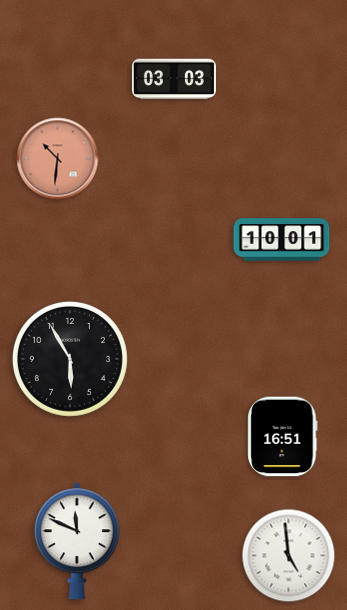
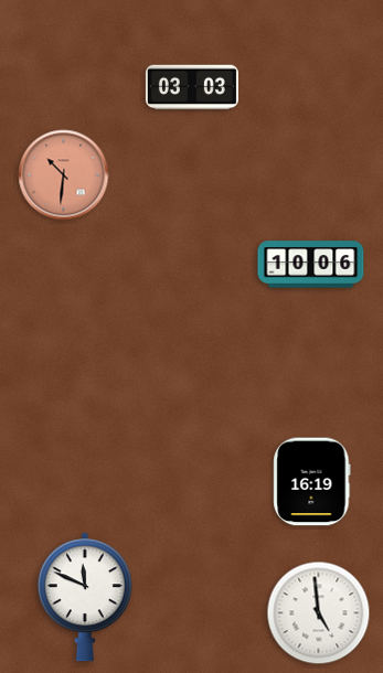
clock at (282, 240): 10:01 -> 10:06
clock at (70, 359): 5:55 -> none
clock at (283, 437): 16:51 -> 16:19
